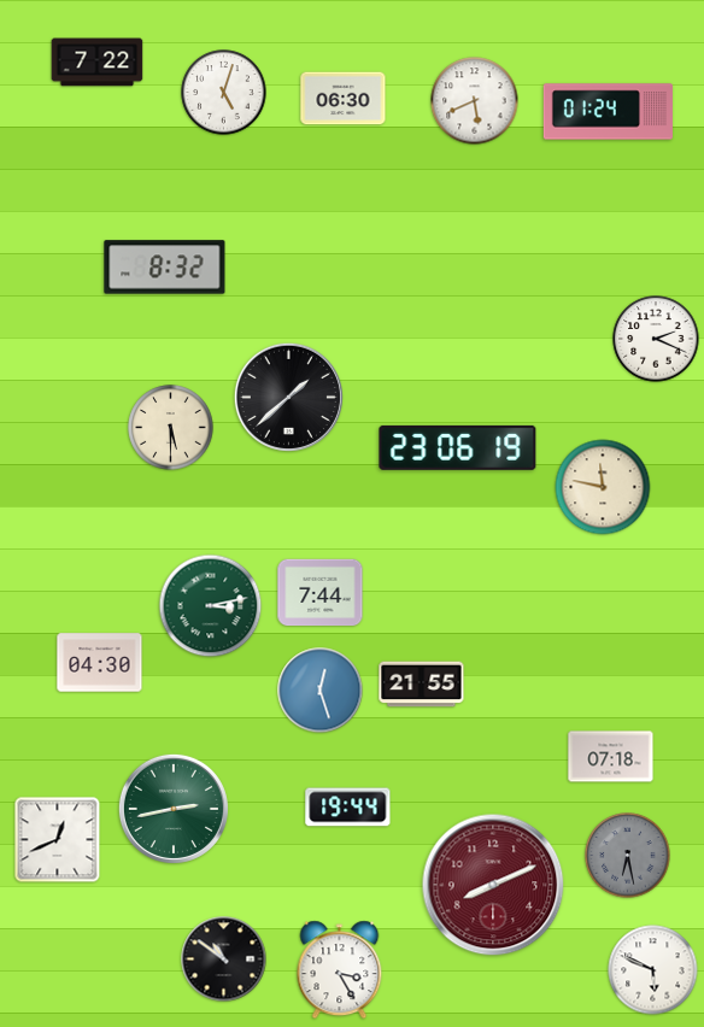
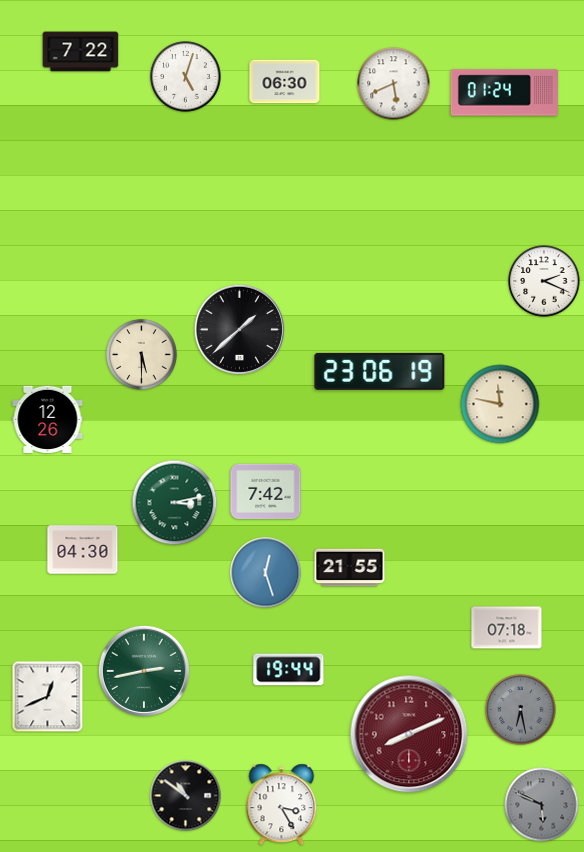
clock at (165, 268): 8:32 -> none
clock at (48, 419): none -> 12:26
clock at (321, 593): 7:44 -> 7:42
clock at (653, 970) dial: white -> grey
